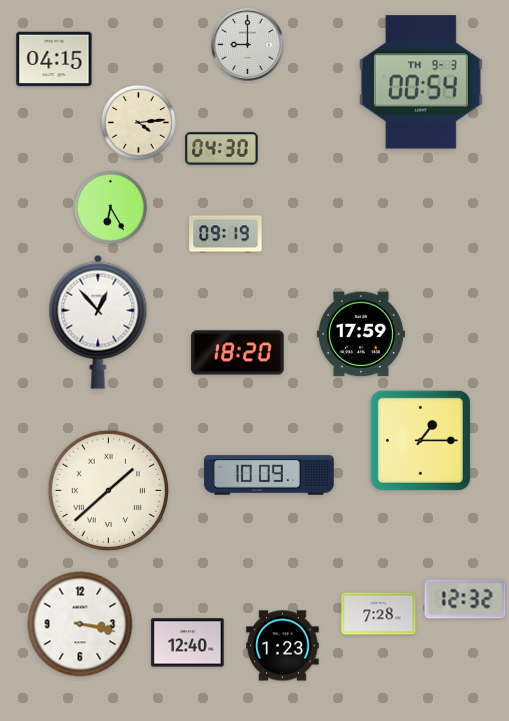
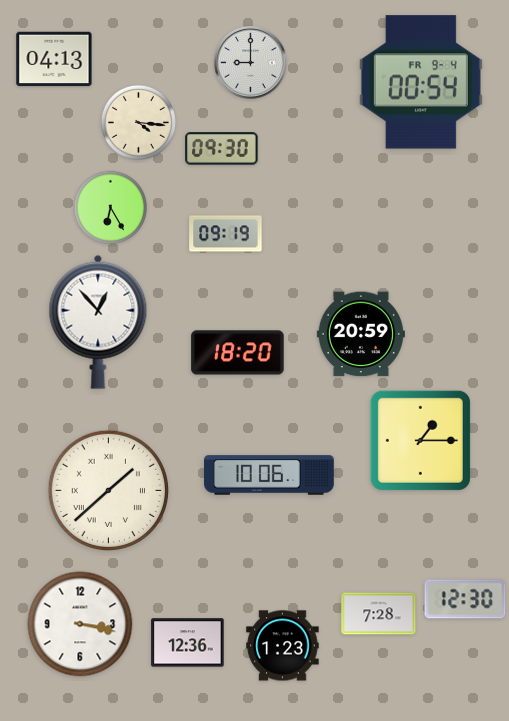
clock at (248, 45) position: (248, 45) -> (251, 63)
clock at (54, 59): 04:15 -> 04:13
clock at (421, 82) date: TH 9-3 -> FR 9-4
clock at (138, 122): 4:14 -> 4:16
clock at (222, 149): 04:30 -> 09:30
clock at (361, 334): 17:59 -> 20:59
clock at (269, 475): 10:09 -> 10:06
clock at (465, 599): 12:32 -> 12:30
clock at (188, 643): 12:40 -> 12:36
